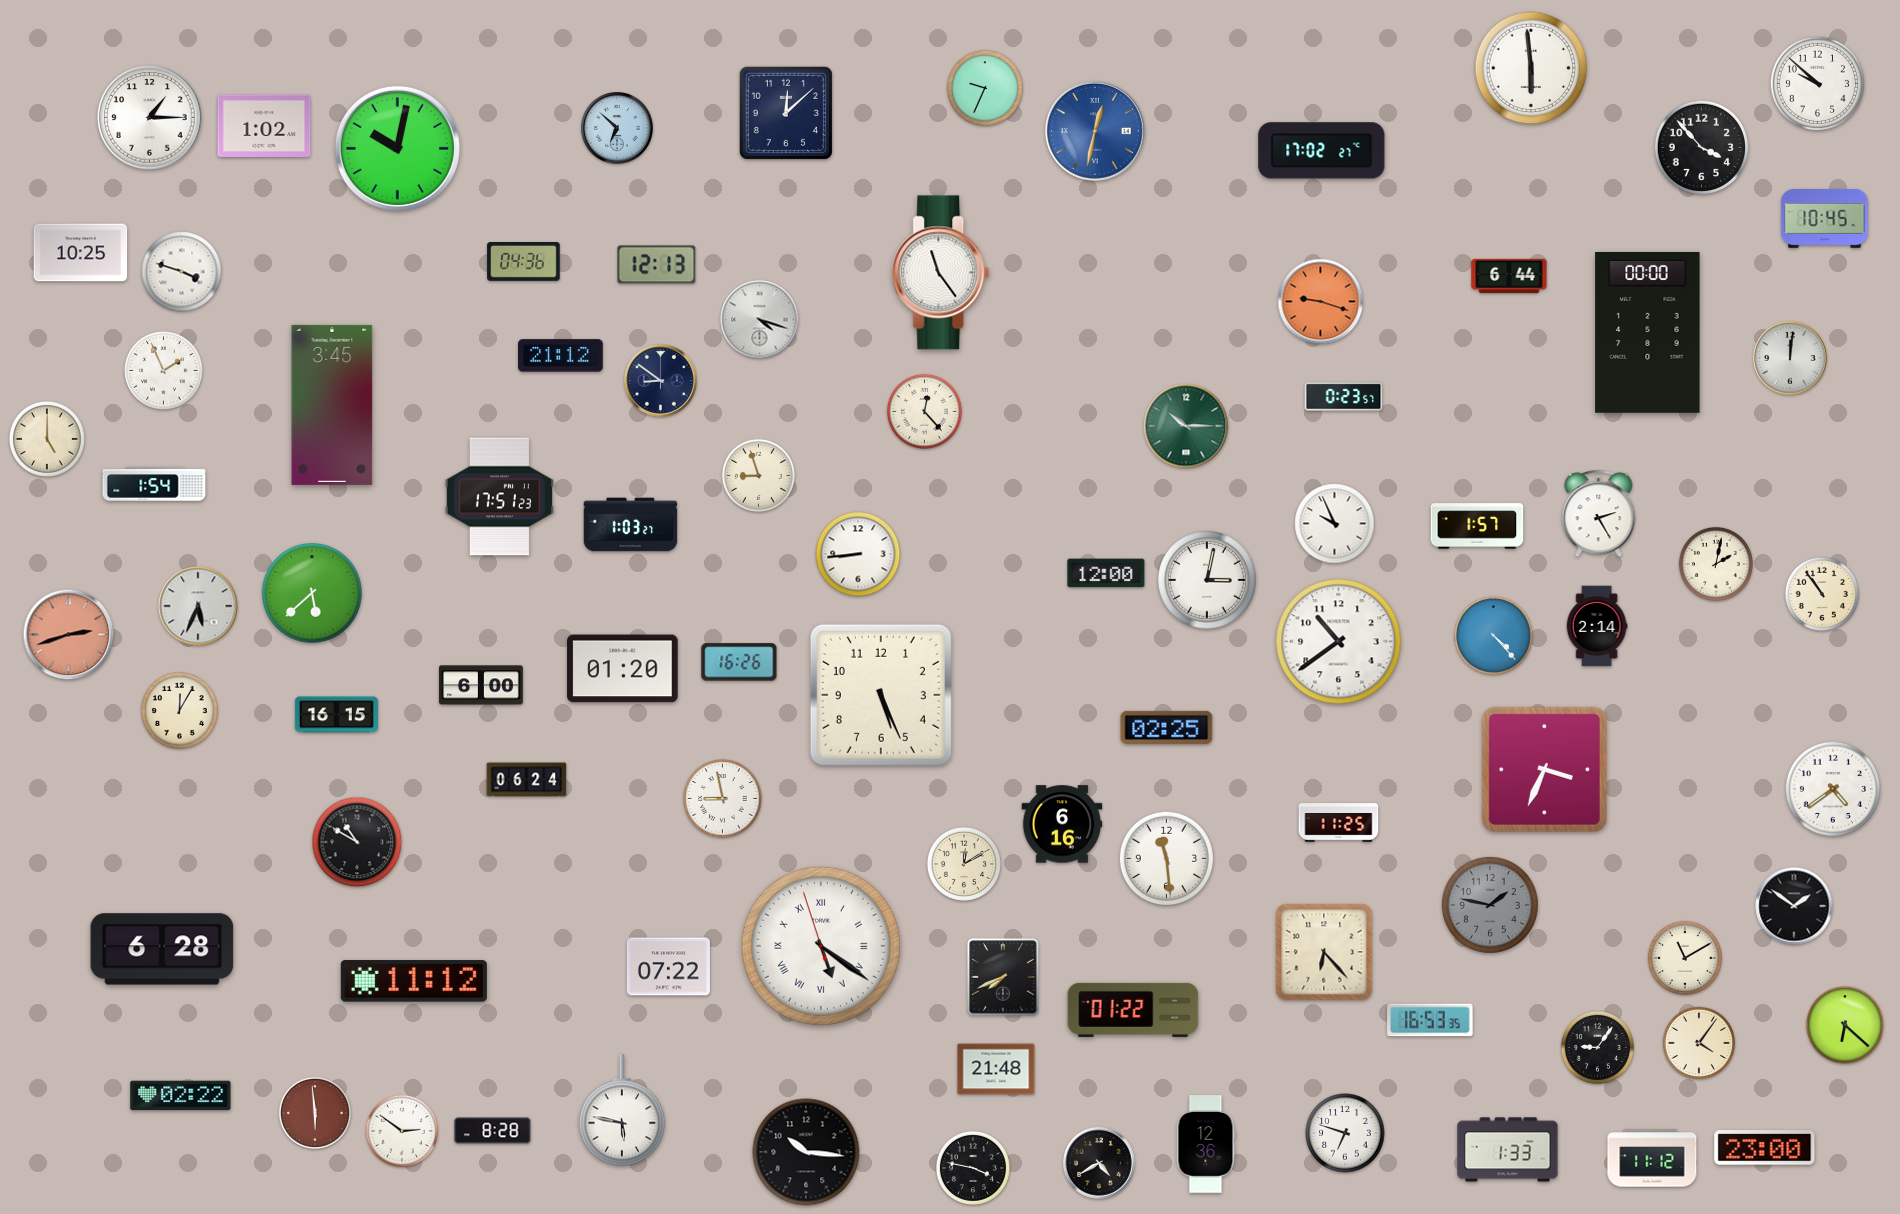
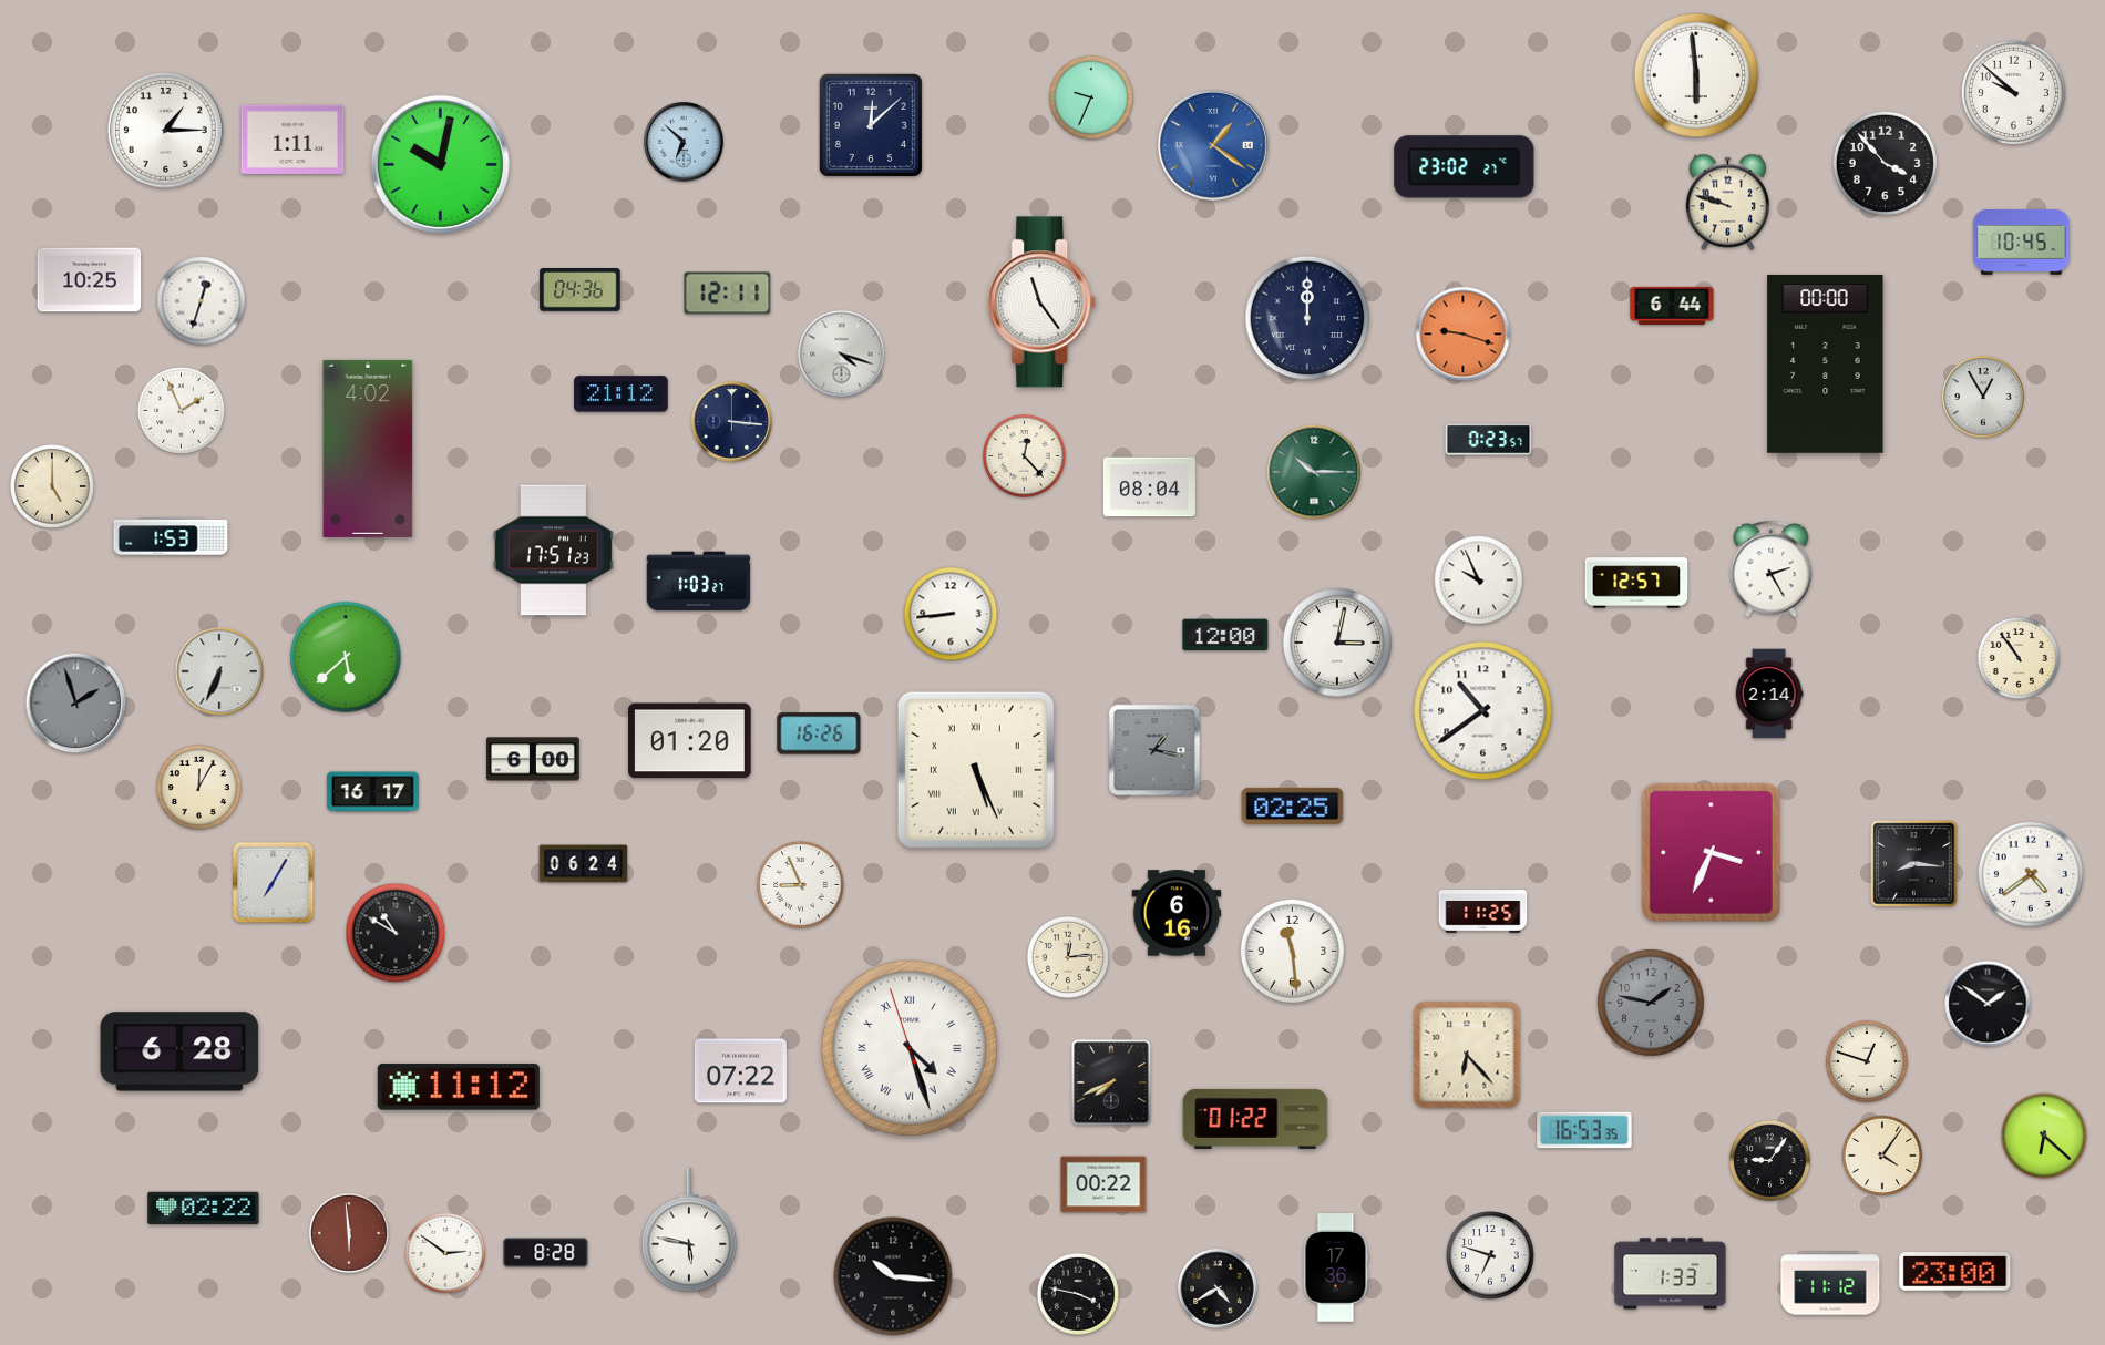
clock at (264, 126): 1:02 -> 1:11
clock at (1095, 131): 12:32 -> 1:21
clock at (1322, 151): 17:02 -> 23:02
clock at (1727, 203): none -> 9:48
clock at (657, 265): 12:13 -> 12:11
clock at (182, 272): 3:48 -> 12:33
clock at (1307, 318): none -> 12:00
clock at (1648, 332) position: (1648, 332) -> (1826, 363)
clock at (1790, 358): 12:01 -> 12:55
clock at (661, 381): 8:51 -> 3:16
clock at (332, 405): 3:45 -> 4:02
clock at (1149, 487): none -> 08:04
clock at (758, 475): 8:57 -> none
clock at (154, 484): 1:54 -> 1:53
clock at (1477, 526): 1:57 -> 12:57
clock at (1716, 564): 2:02 -> none
clock at (198, 606): 5:34 -> 6:34
clock at (69, 635): 2:42 -> 1:57
clock at (69, 635) dial: salmon -> grey
clock at (1494, 636): 4:23 -> none
clock at (1154, 750): none -> 1:17
clock at (881, 695) numerals: Arabic -> Roman
clock at (336, 715): 16:15 -> 16:17
clock at (1914, 864): none -> 8:16
clock at (274, 883): none -> 7:05
clock at (723, 799): 8:58 -> 8:56
clock at (964, 864): 12:10 -> 12:14
clock at (821, 946): 5:20 -> 4:26
clock at (1685, 958): 11:10 -> 12:48
clock at (996, 1069): 21:48 -> 00:22
clock at (181, 1096) position: (181, 1096) -> (204, 1209)
clock at (1206, 1144): 12:36 -> 17:36
